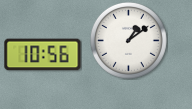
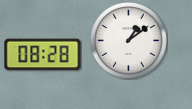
clock at (43, 55): 10:56 -> 08:28
